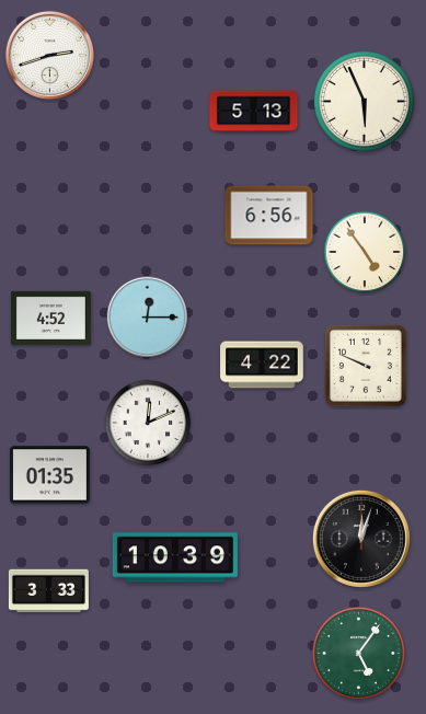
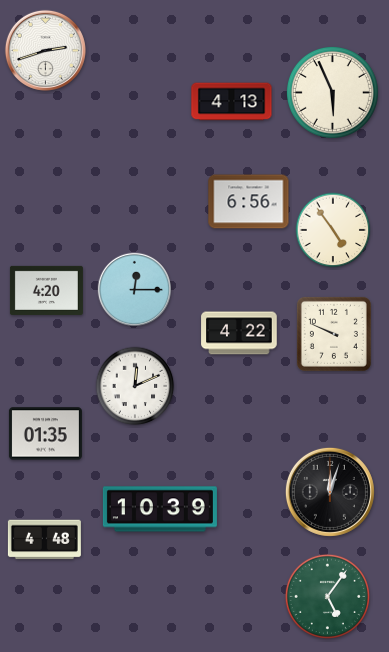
clock at (254, 112): 5:13 -> 4:13
clock at (269, 216) position: (269, 216) -> (249, 202)
clock at (50, 318): 4:52 -> 4:20
clock at (48, 591): 3:33 -> 4:48
